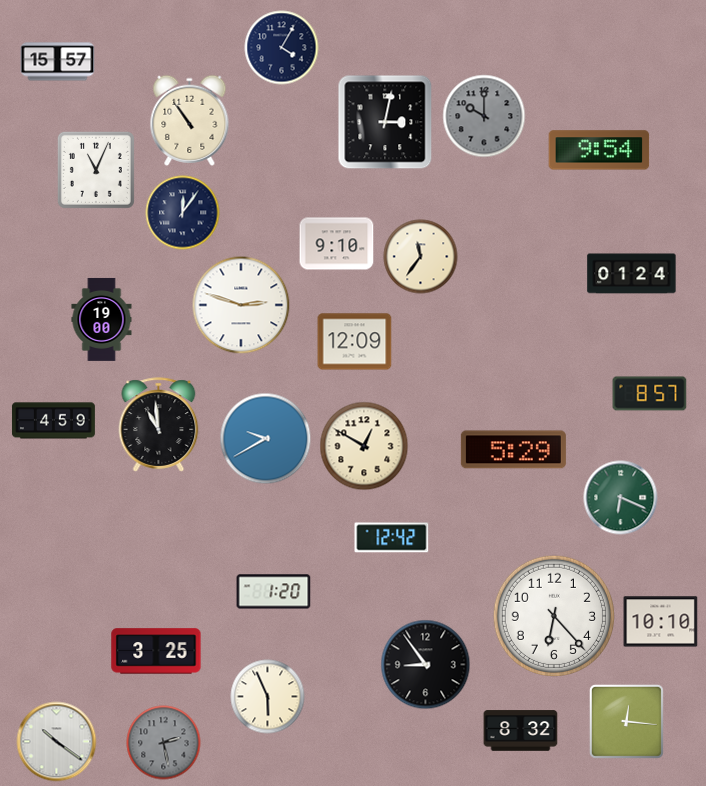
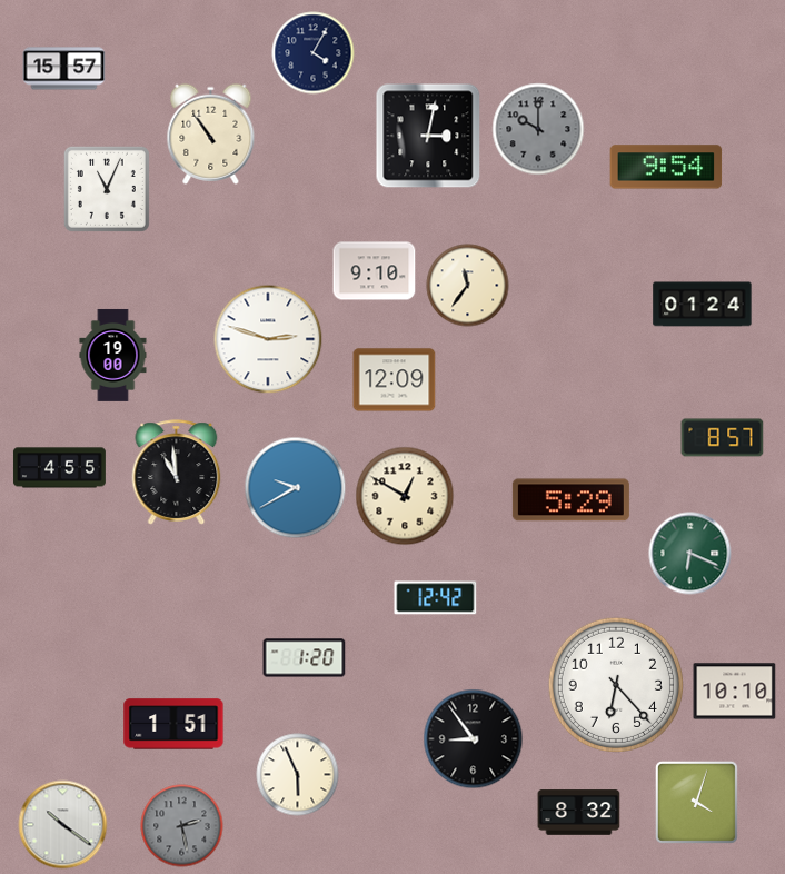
clock at (183, 213): 12:06 -> none
clock at (53, 421): 4:59 -> 4:55
clock at (156, 651): 3:25 -> 1:51
clock at (626, 721): 12:16 -> 4:03
